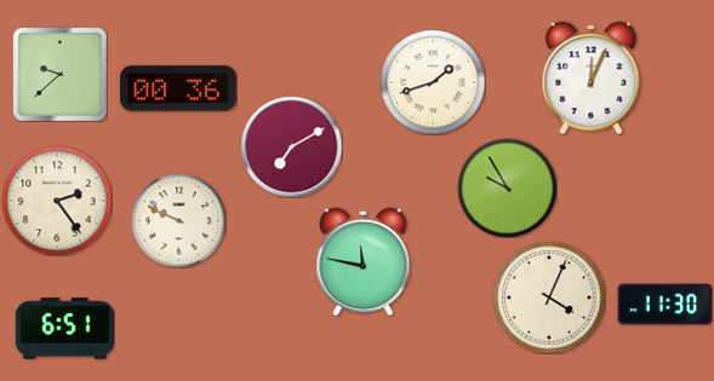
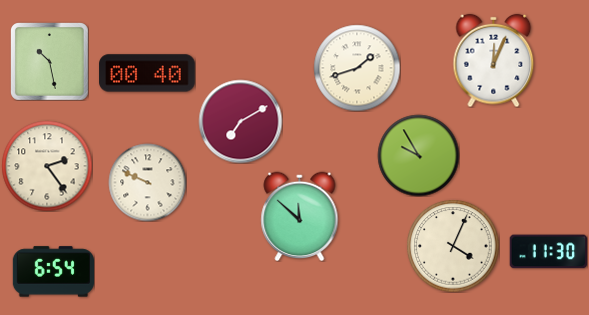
clock at (61, 75): 9:38 -> 10:28
clock at (592, 77) position: (592, 77) -> (494, 60)
clock at (178, 88): 00:36 -> 00:40
clock at (364, 261): 11:47 -> 11:52
clock at (64, 329): 6:51 -> 6:54
